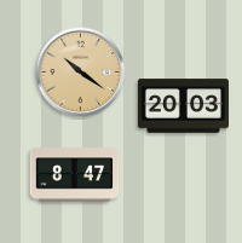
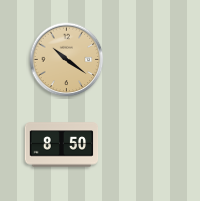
clock at (183, 106): 20:03 -> none
clock at (75, 175): 8:47 -> 8:50
